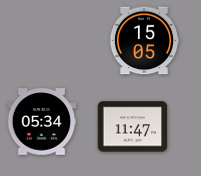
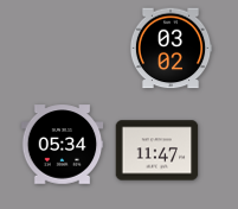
clock at (144, 41): 15:05 -> 03:02
clock at (42, 122) position: (42, 122) -> (63, 145)
